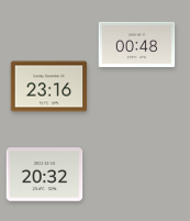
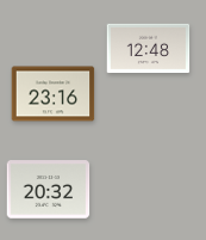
clock at (137, 44): 00:48 -> 12:48
